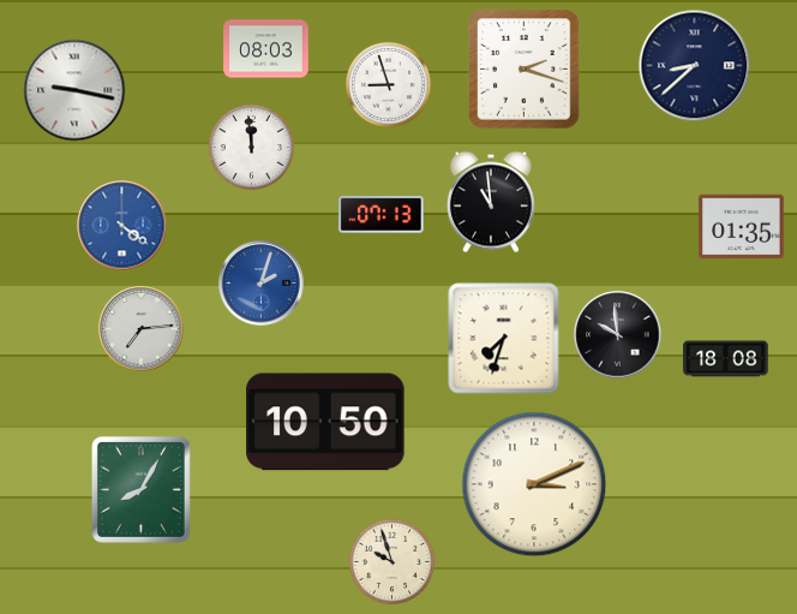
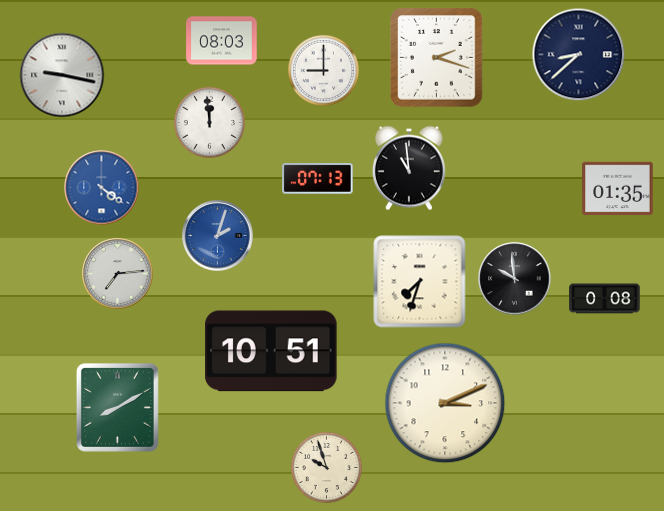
clock at (388, 84): 8:57 -> 9:00
clock at (726, 359): 18:08 -> 0:08
clock at (325, 422): 10:50 -> 10:51
clock at (140, 489): 8:05 -> 8:10
